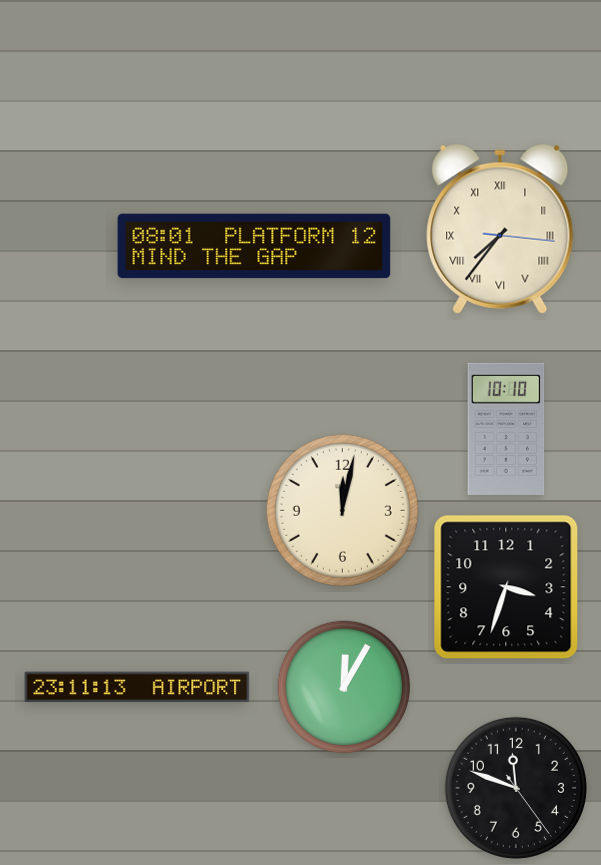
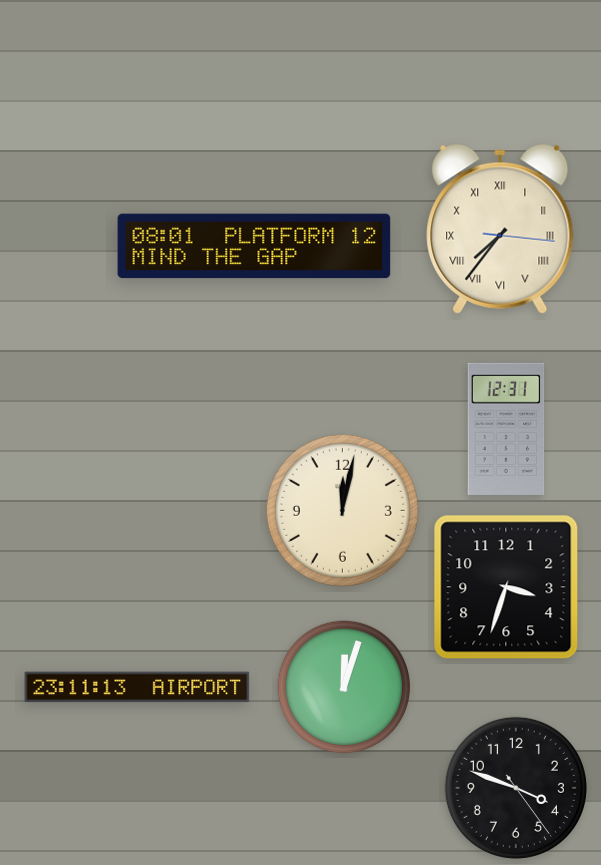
clock at (506, 429): 10:10 -> 12:31
clock at (344, 687): 12:05 -> 12:03
clock at (516, 788): 11:48 -> 3:48
